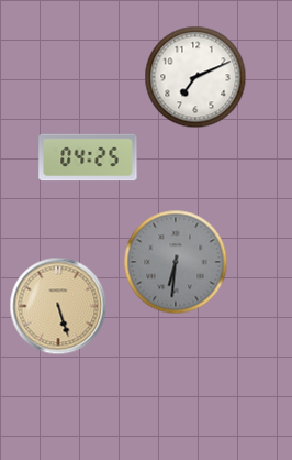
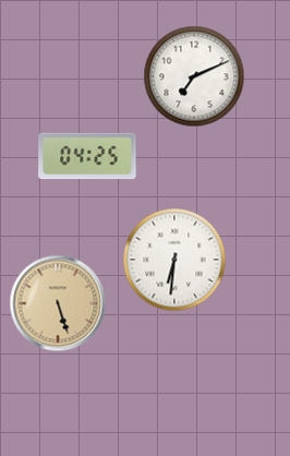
clock at (176, 262) dial: grey -> white
